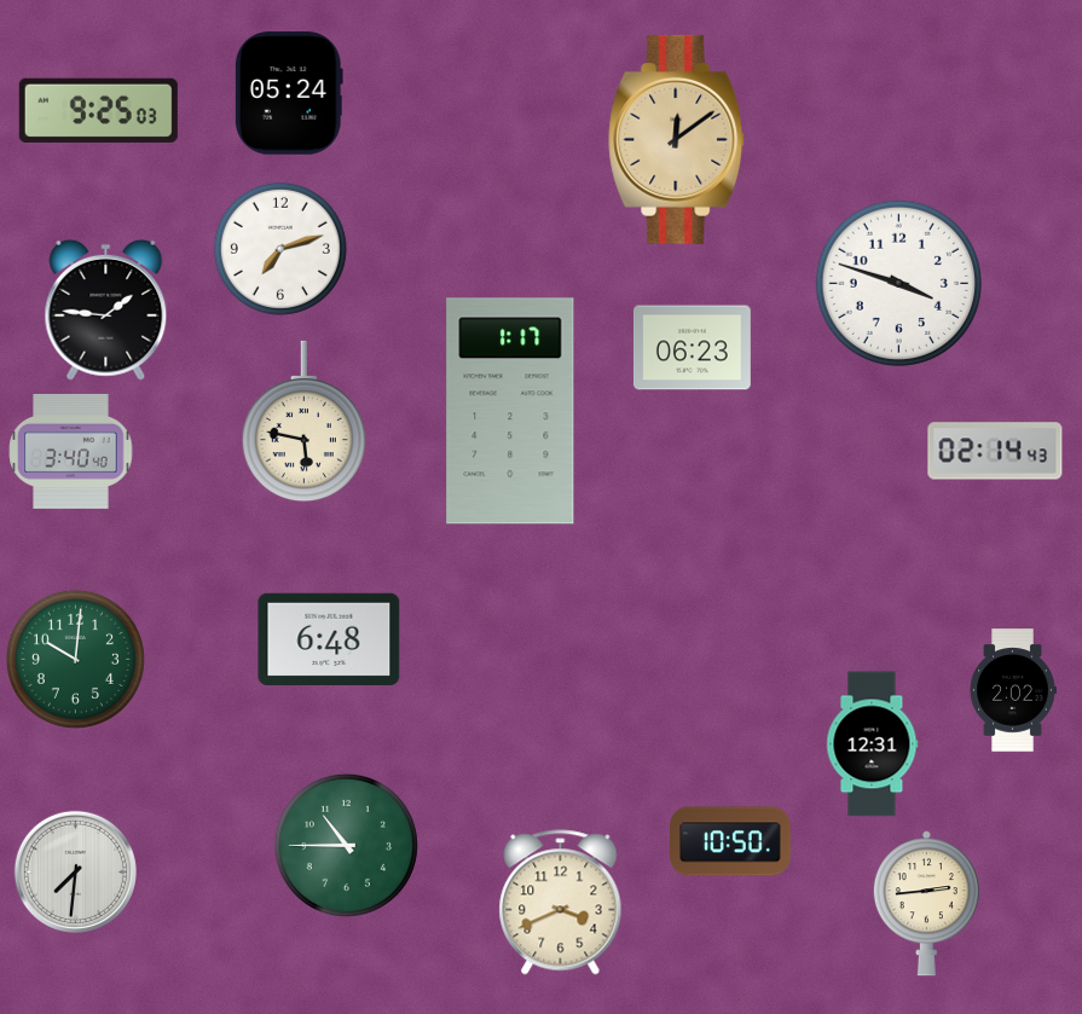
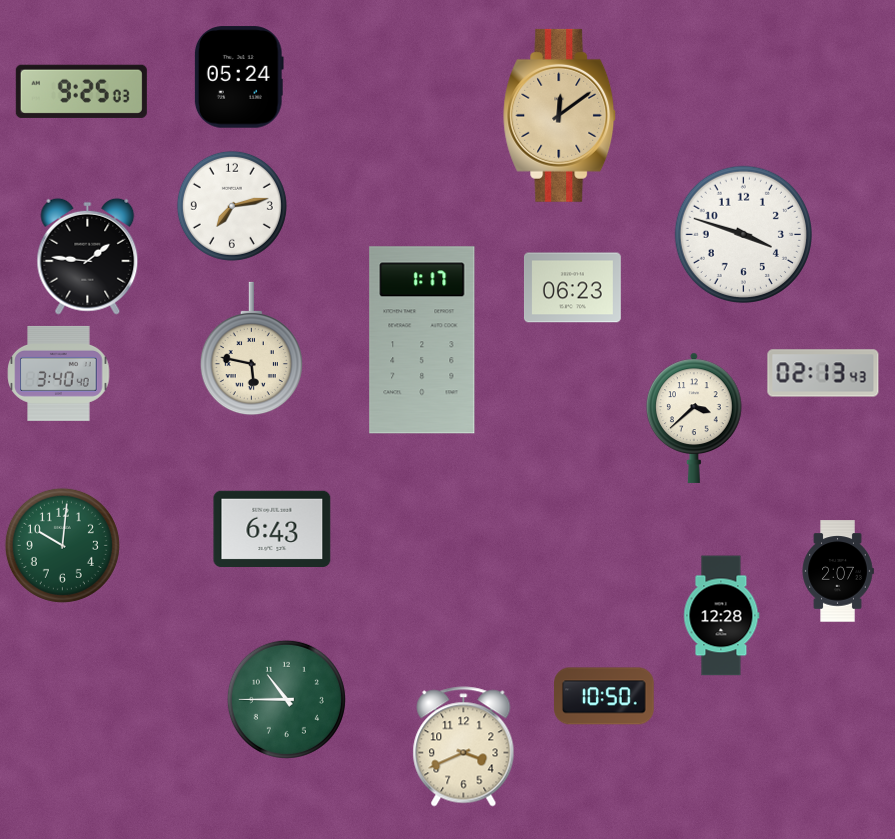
clock at (280, 249): 7:12 -> 7:13
clock at (995, 451): 02:14 -> 02:13
clock at (695, 418): none -> 3:38
clock at (329, 638): 6:48 -> 6:43
clock at (1013, 690): 2:02 -> 2:07
clock at (873, 744): 12:31 -> 12:28
clock at (75, 871): 7:31 -> none
clock at (926, 904): 2:44 -> none
